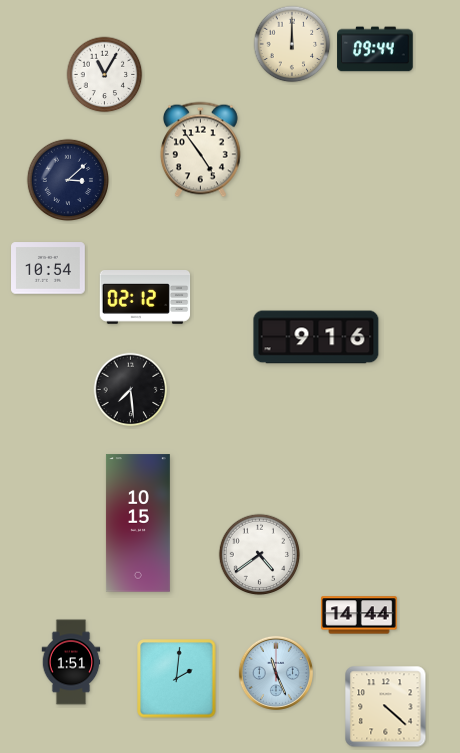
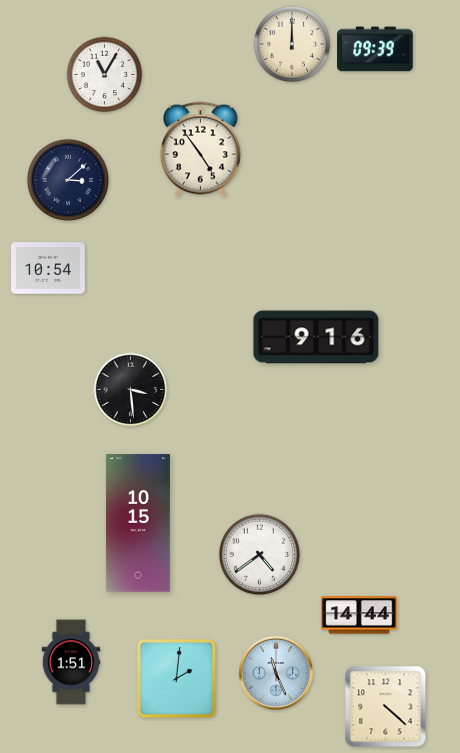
clock at (375, 49): 09:44 -> 09:39
clock at (145, 298): 02:12 -> none
clock at (131, 390): 7:29 -> 3:29
